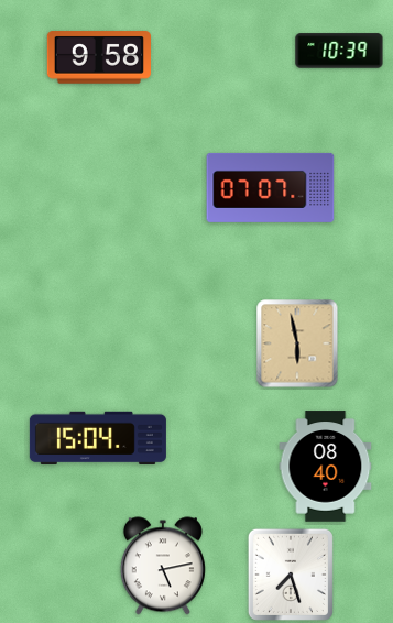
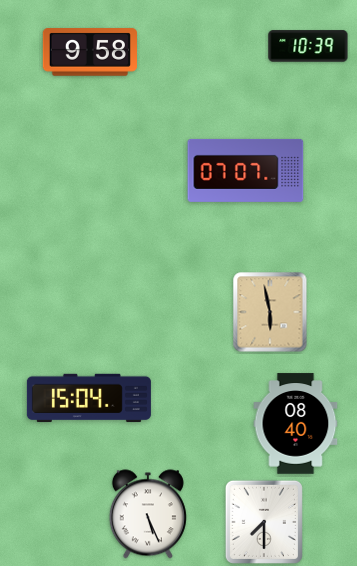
clock at (163, 566): 5:13 -> 5:26
clock at (291, 575): 7:27 -> 7:30
